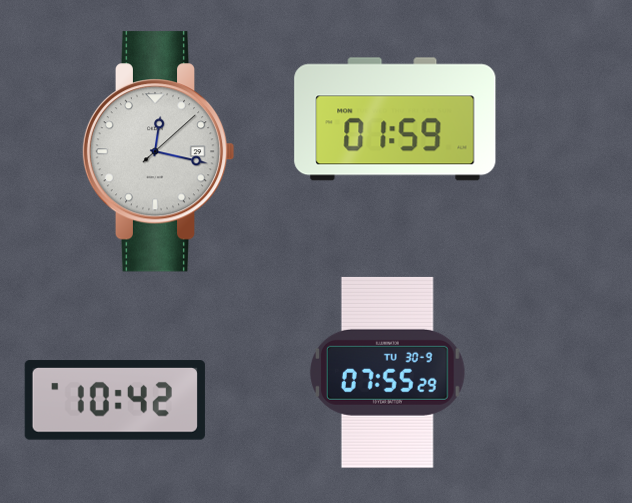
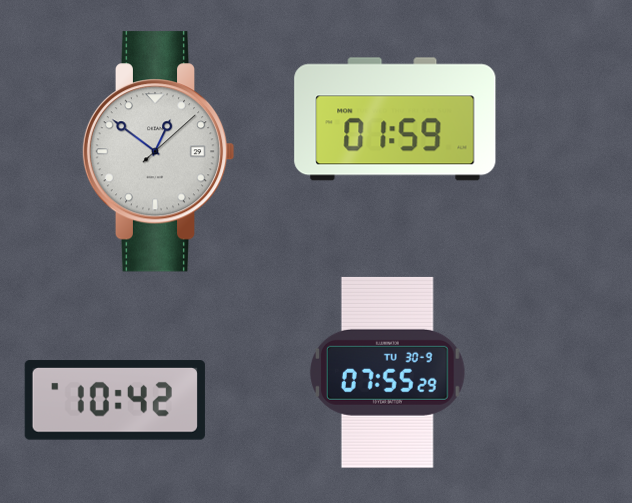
clock at (158, 152): 12:17 -> 12:51
